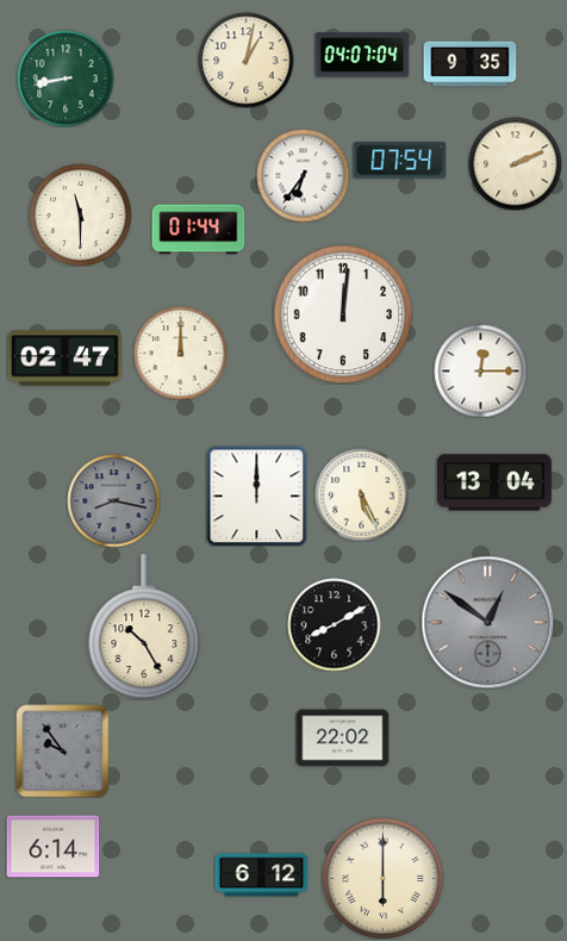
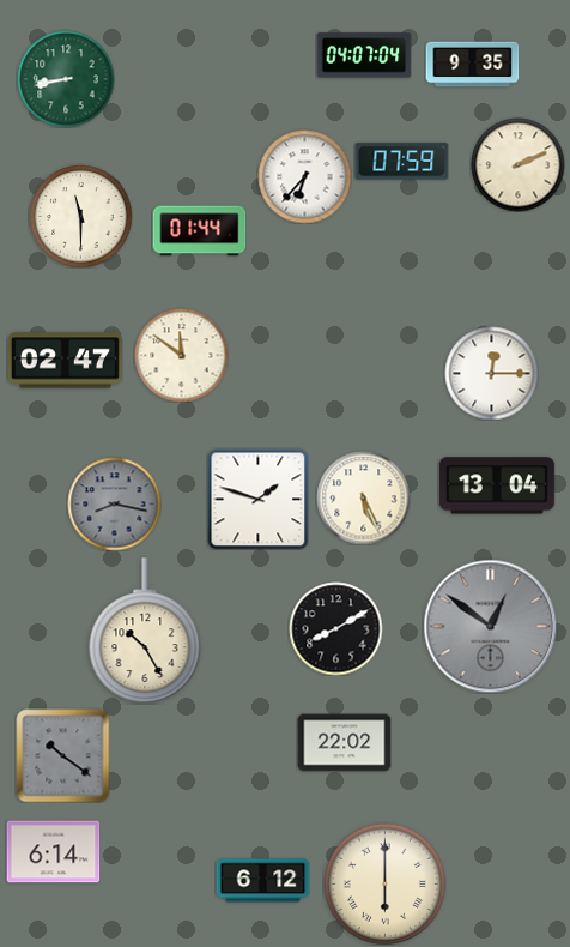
clock at (245, 60): 1:02 -> none
clock at (399, 161): 07:54 -> 07:59
clock at (303, 175): 6:36 -> 6:37
clock at (343, 314): 12:01 -> none
clock at (180, 353): 12:00 -> 11:51
clock at (480, 370) position: (480, 370) -> (491, 373)
clock at (256, 496): 12:00 -> 1:48
clock at (62, 750): 9:54 -> 10:21
